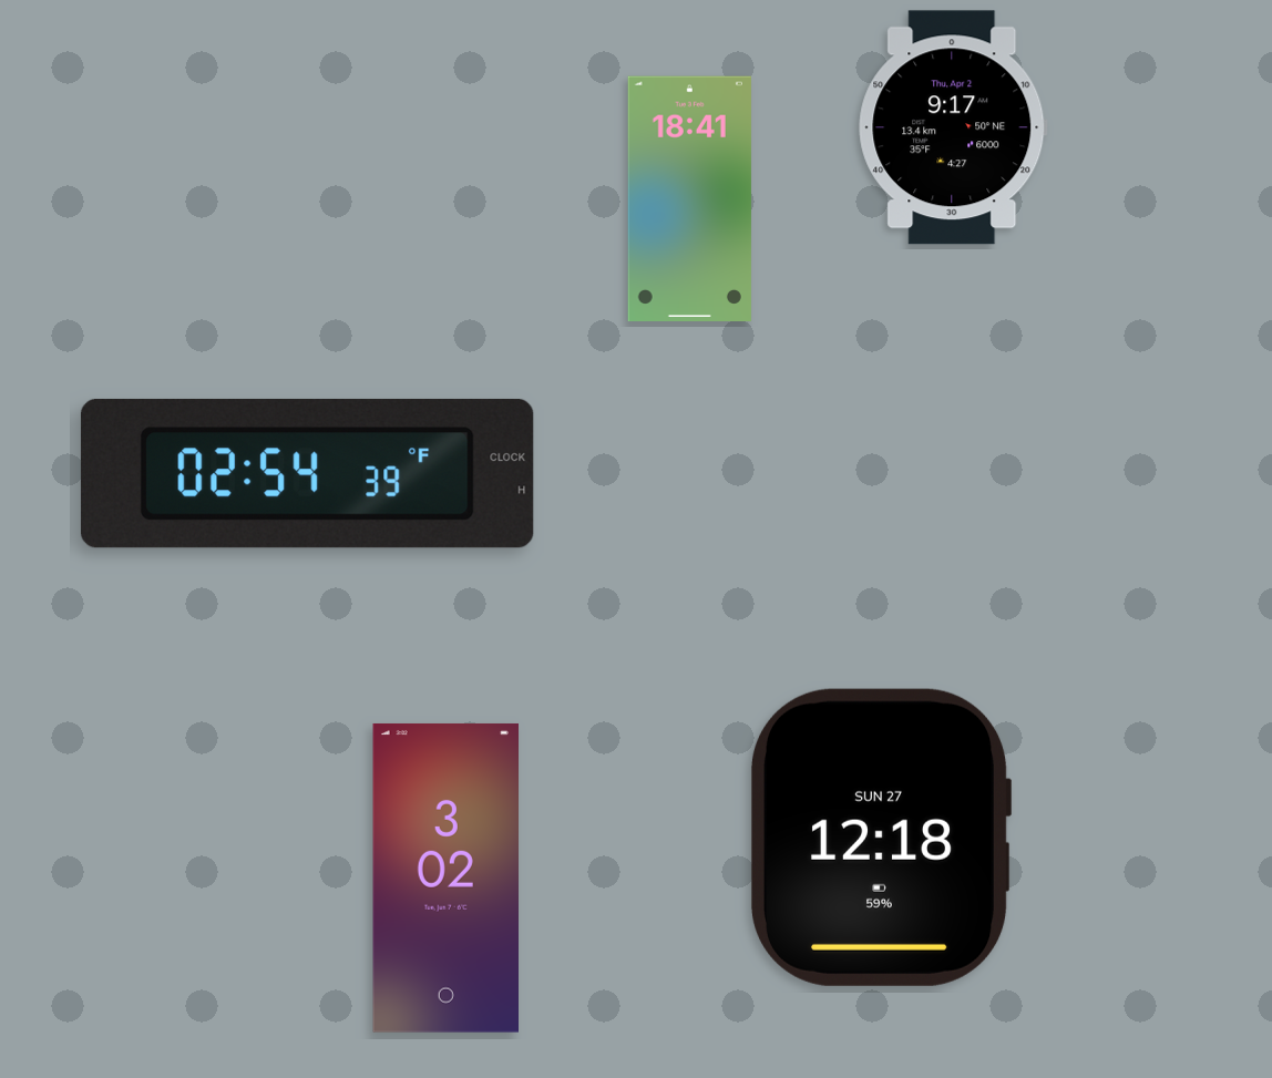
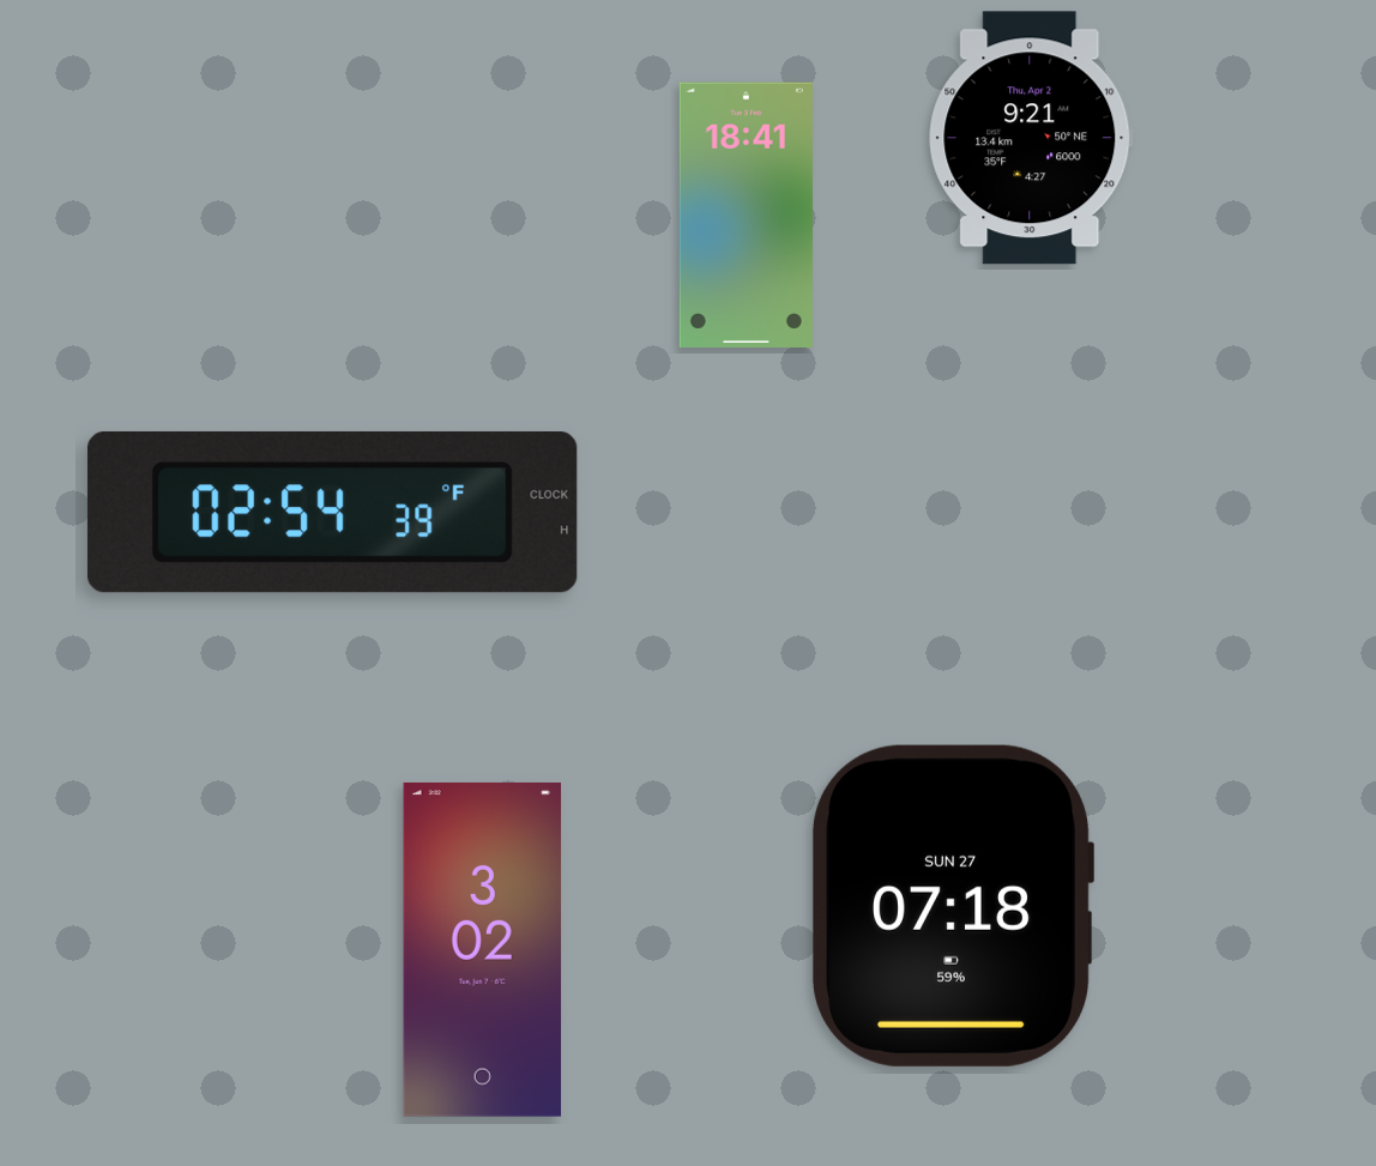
clock at (953, 127): 9:17 -> 9:21
clock at (881, 838): 12:18 -> 07:18
